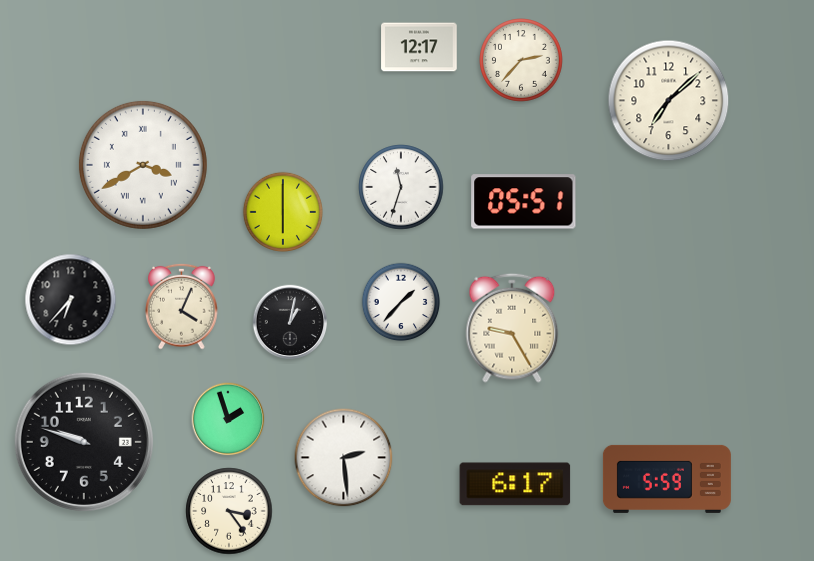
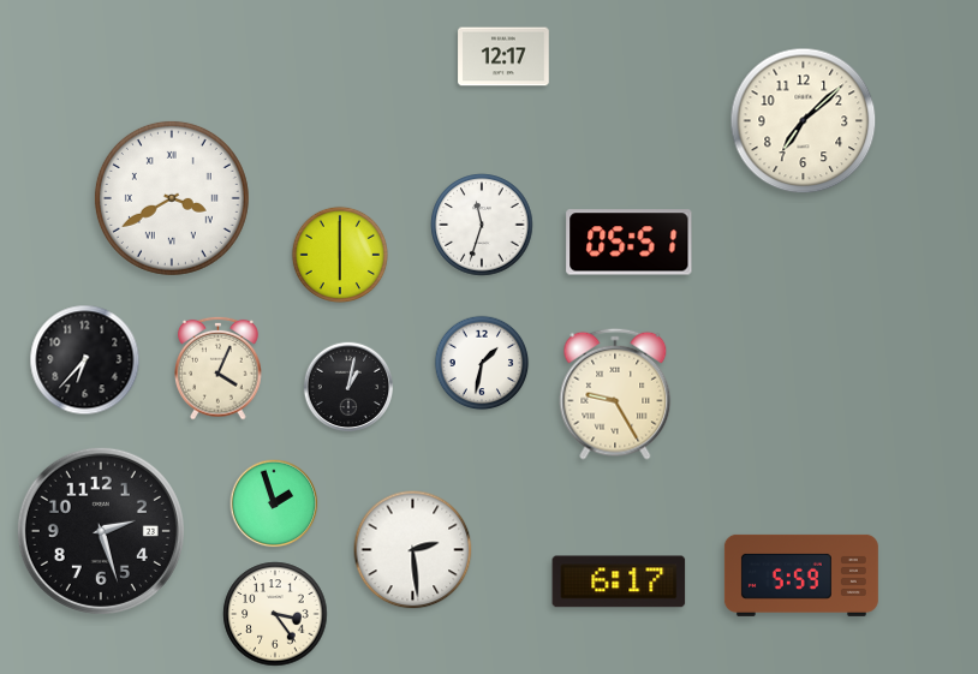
clock at (522, 61): 2:37 -> none
clock at (401, 302): 1:37 -> 1:32
clock at (84, 442): 9:48 -> 2:27
